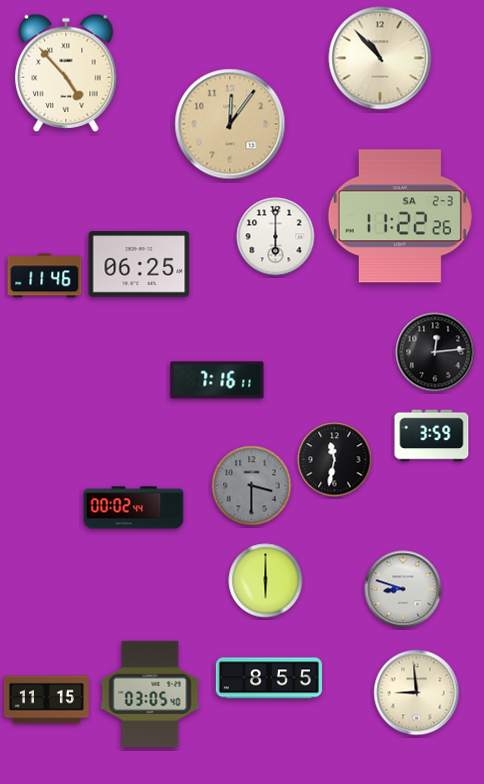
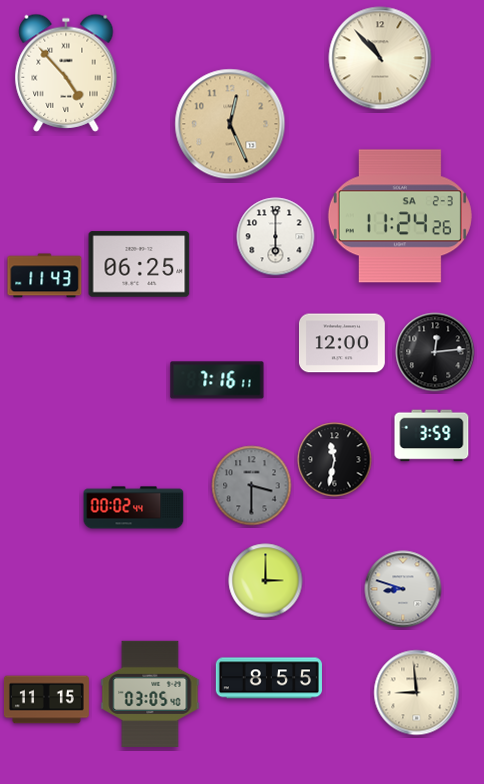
clock at (230, 124): 12:06 -> 12:26
clock at (400, 216): 11:22 -> 11:24
clock at (45, 276): 11:46 -> 11:43
clock at (342, 343): none -> 12:00
clock at (266, 581): 6:00 -> 3:00
